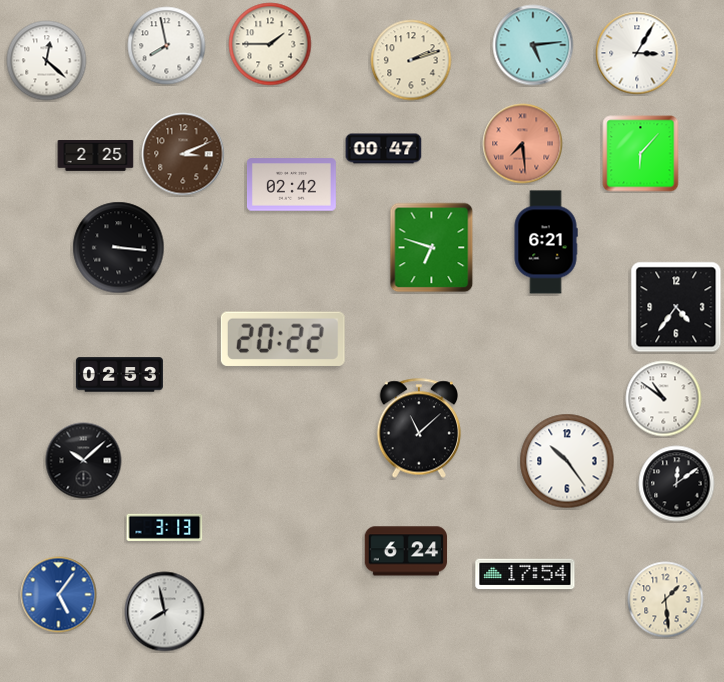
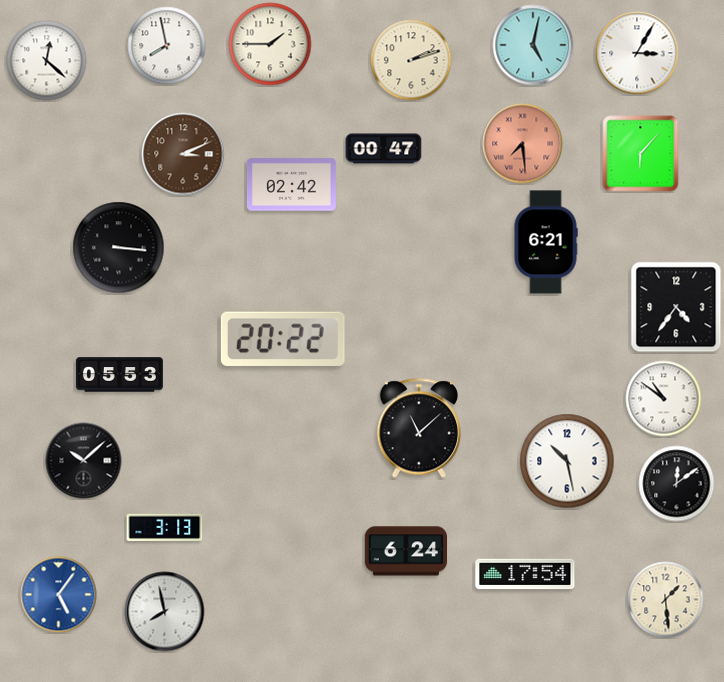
clock at (533, 45): 5:14 -> 5:02
clock at (96, 156): 2:25 -> none
clock at (432, 248): 6:48 -> none
clock at (119, 375): 02:53 -> 05:53
clock at (567, 461): 10:24 -> 10:28
